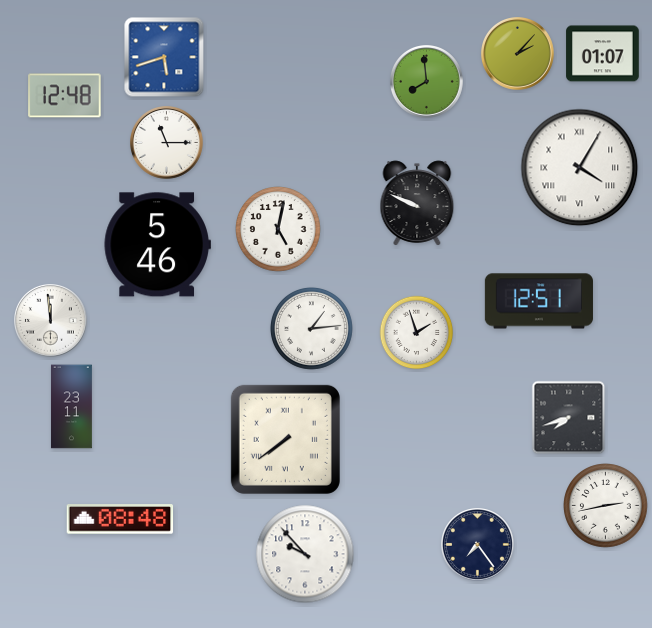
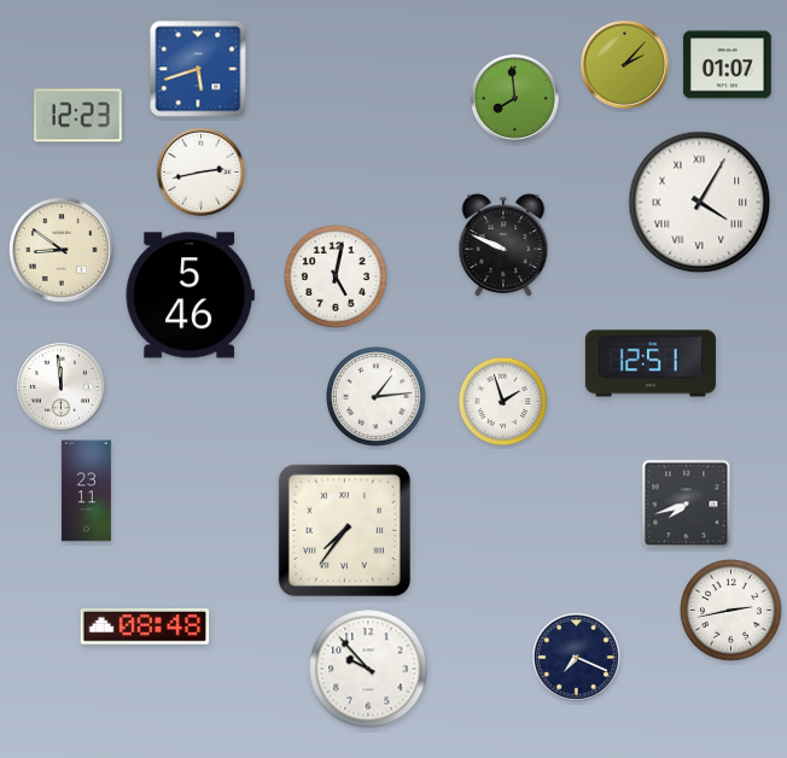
clock at (65, 96): 12:48 -> 12:23
clock at (167, 143): 11:15 -> 2:43
clock at (62, 250): none -> 8:51
clock at (285, 439): 7:39 -> 7:36
clock at (478, 545): 7:24 -> 7:19
